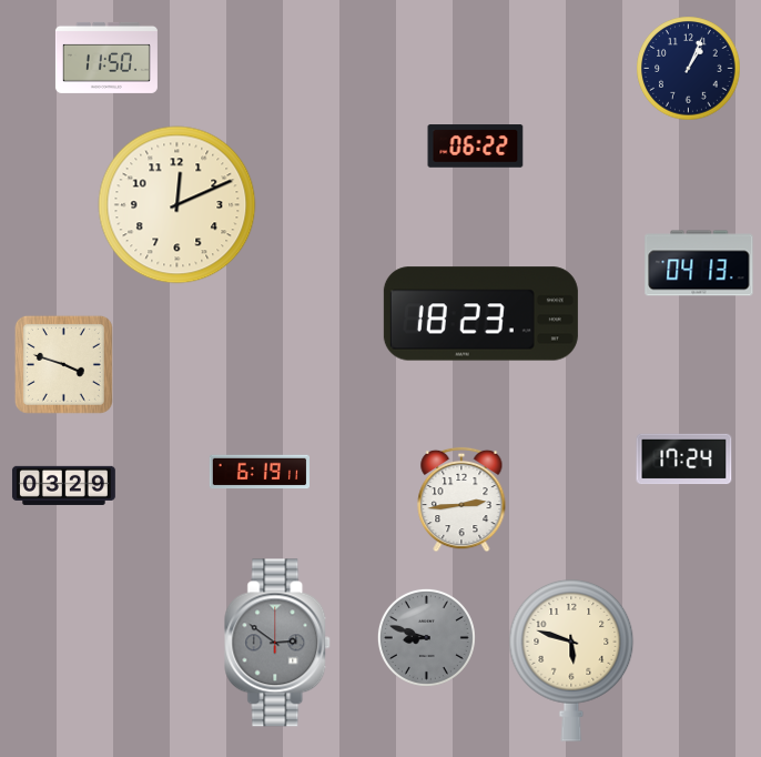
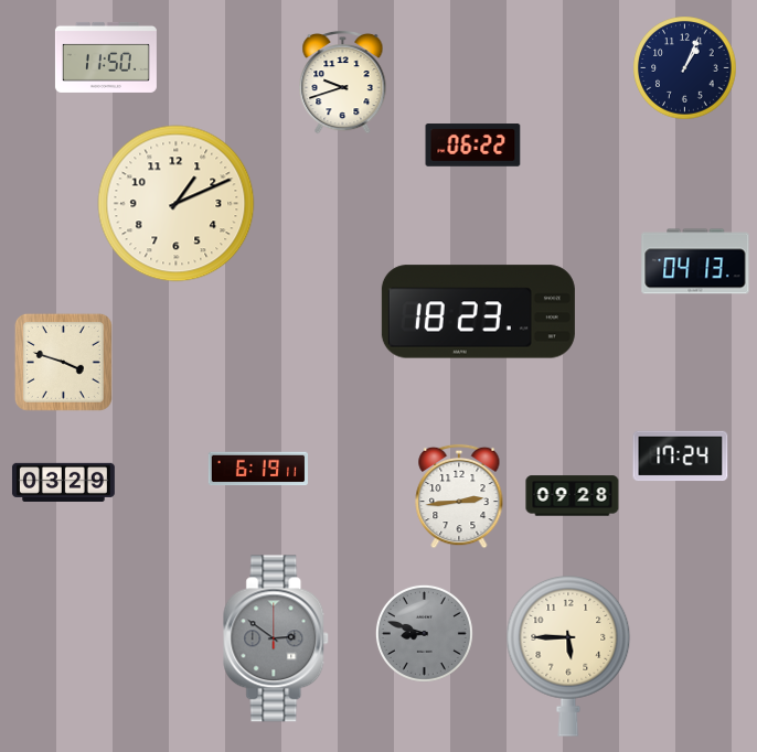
clock at (343, 82): none -> 9:42
clock at (177, 205): 12:11 -> 1:11
clock at (573, 496): none -> 09:28
clock at (571, 662): 5:48 -> 5:45
